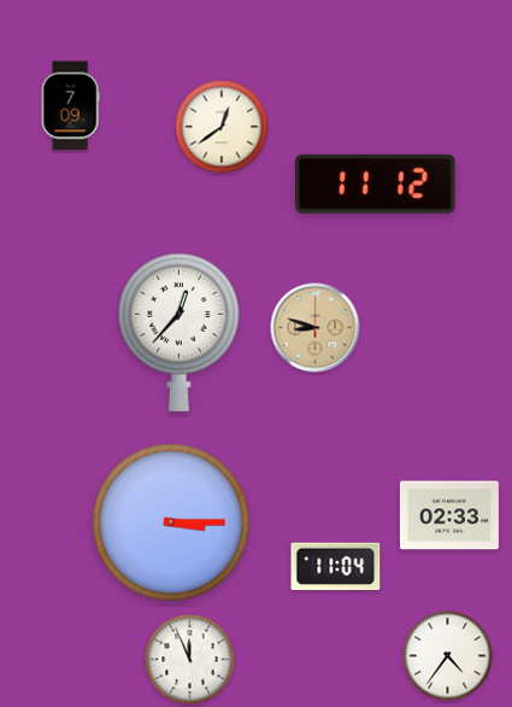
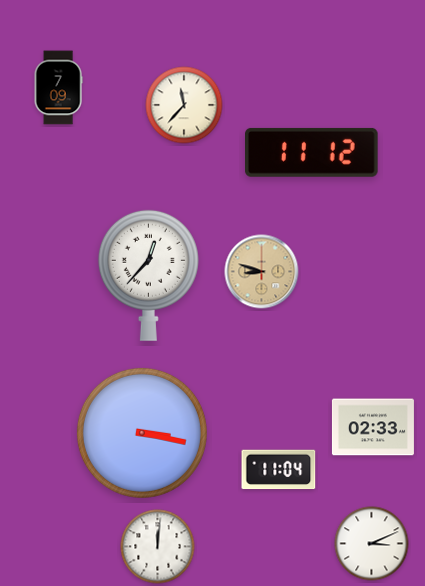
clock at (222, 127): 12:39 -> 11:37
clock at (171, 522): 3:15 -> 3:17
clock at (448, 656): 4:36 -> 3:11
clock at (190, 660): 11:56 -> 12:01
